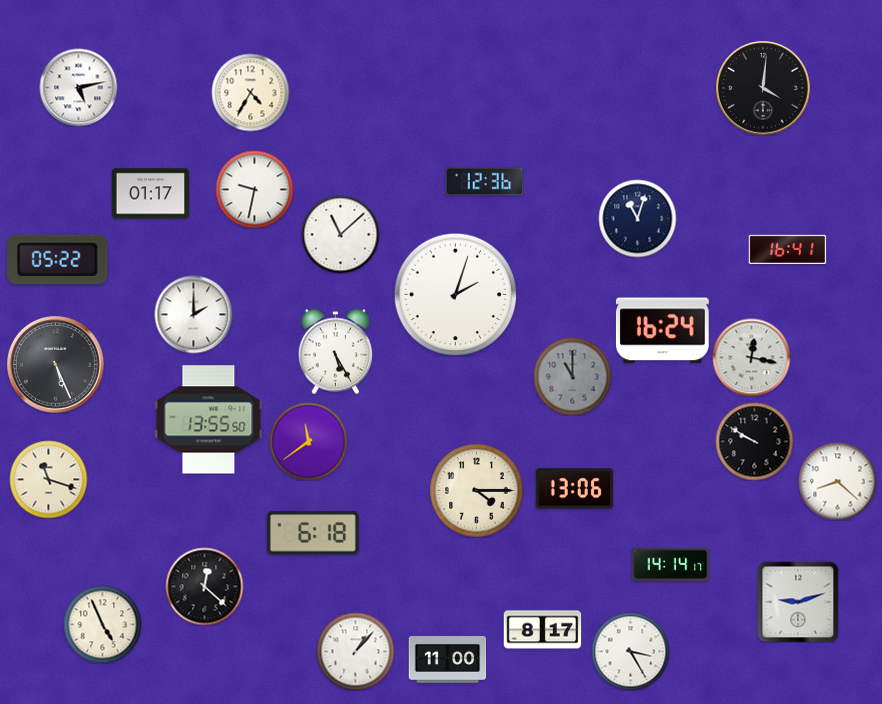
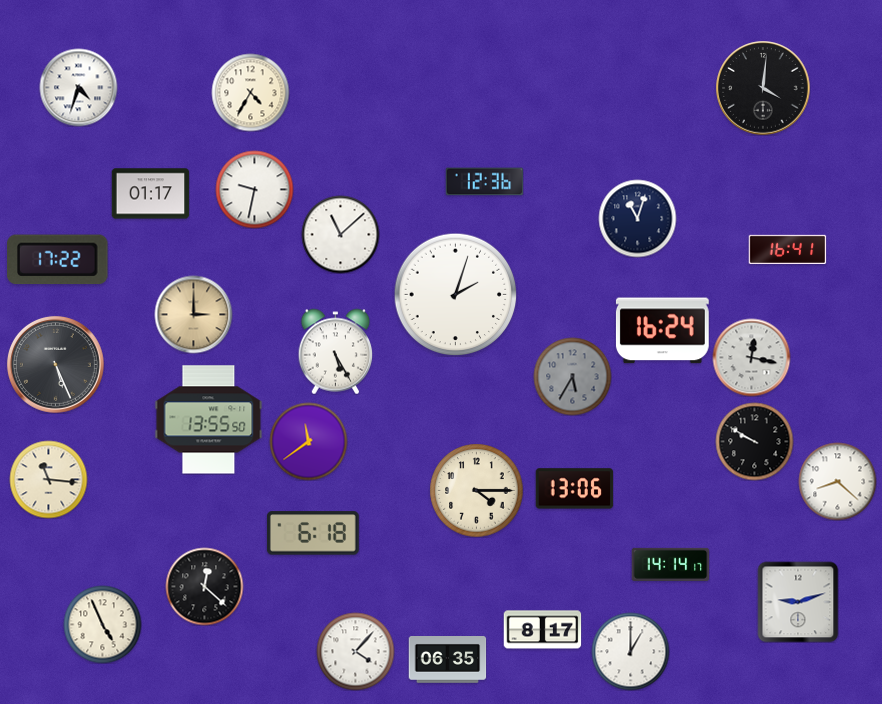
clock at (78, 87): 5:13 -> 4:33
clock at (58, 260): 05:22 -> 17:22
clock at (193, 314): 2:00 -> 3:00
clock at (193, 314) dial: white -> champagne
clock at (572, 376): 11:00 -> 5:35
clock at (48, 479): 11:18 -> 11:16
clock at (355, 651): 1:07 -> 4:07
clock at (630, 651): 3:25 -> 1:00
clock at (447, 660): 11:00 -> 06:35
